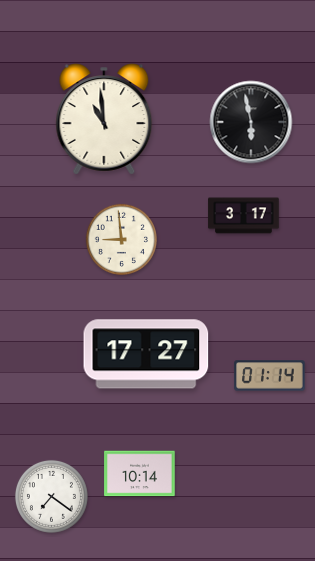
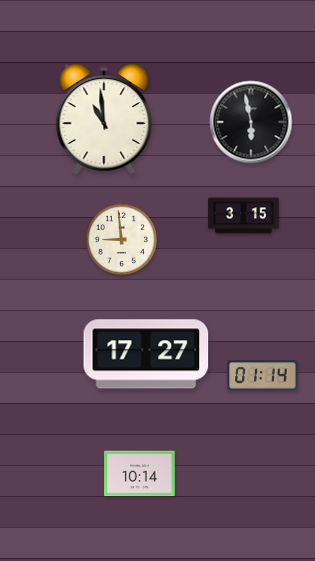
clock at (244, 216): 3:17 -> 3:15
clock at (270, 376) position: (270, 376) -> (263, 376)
clock at (51, 496): 7:21 -> none
